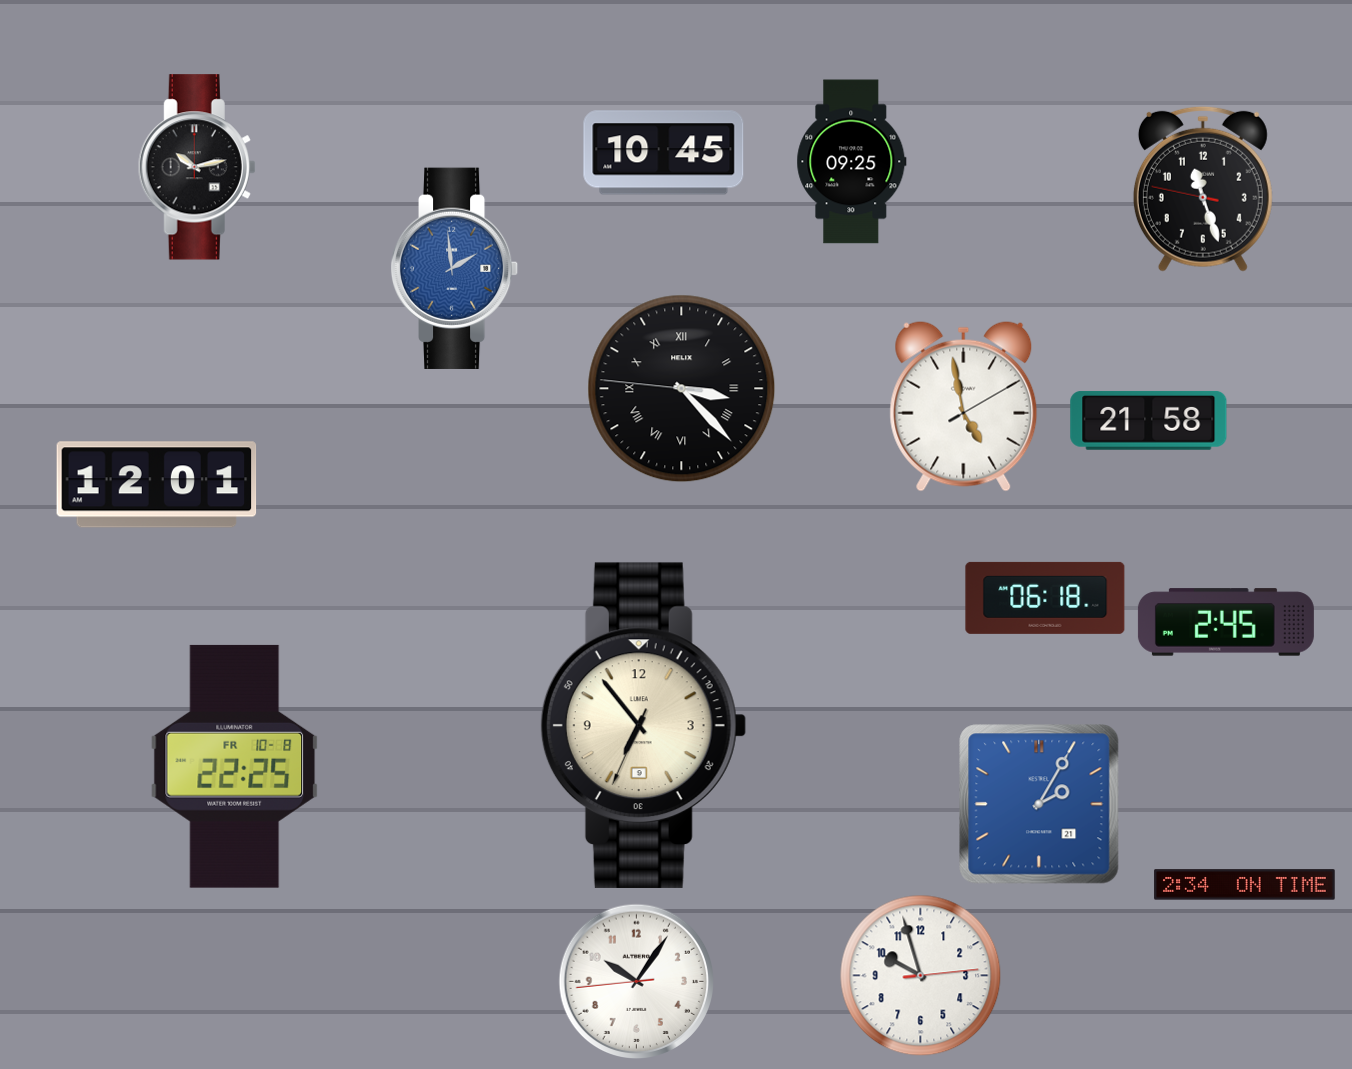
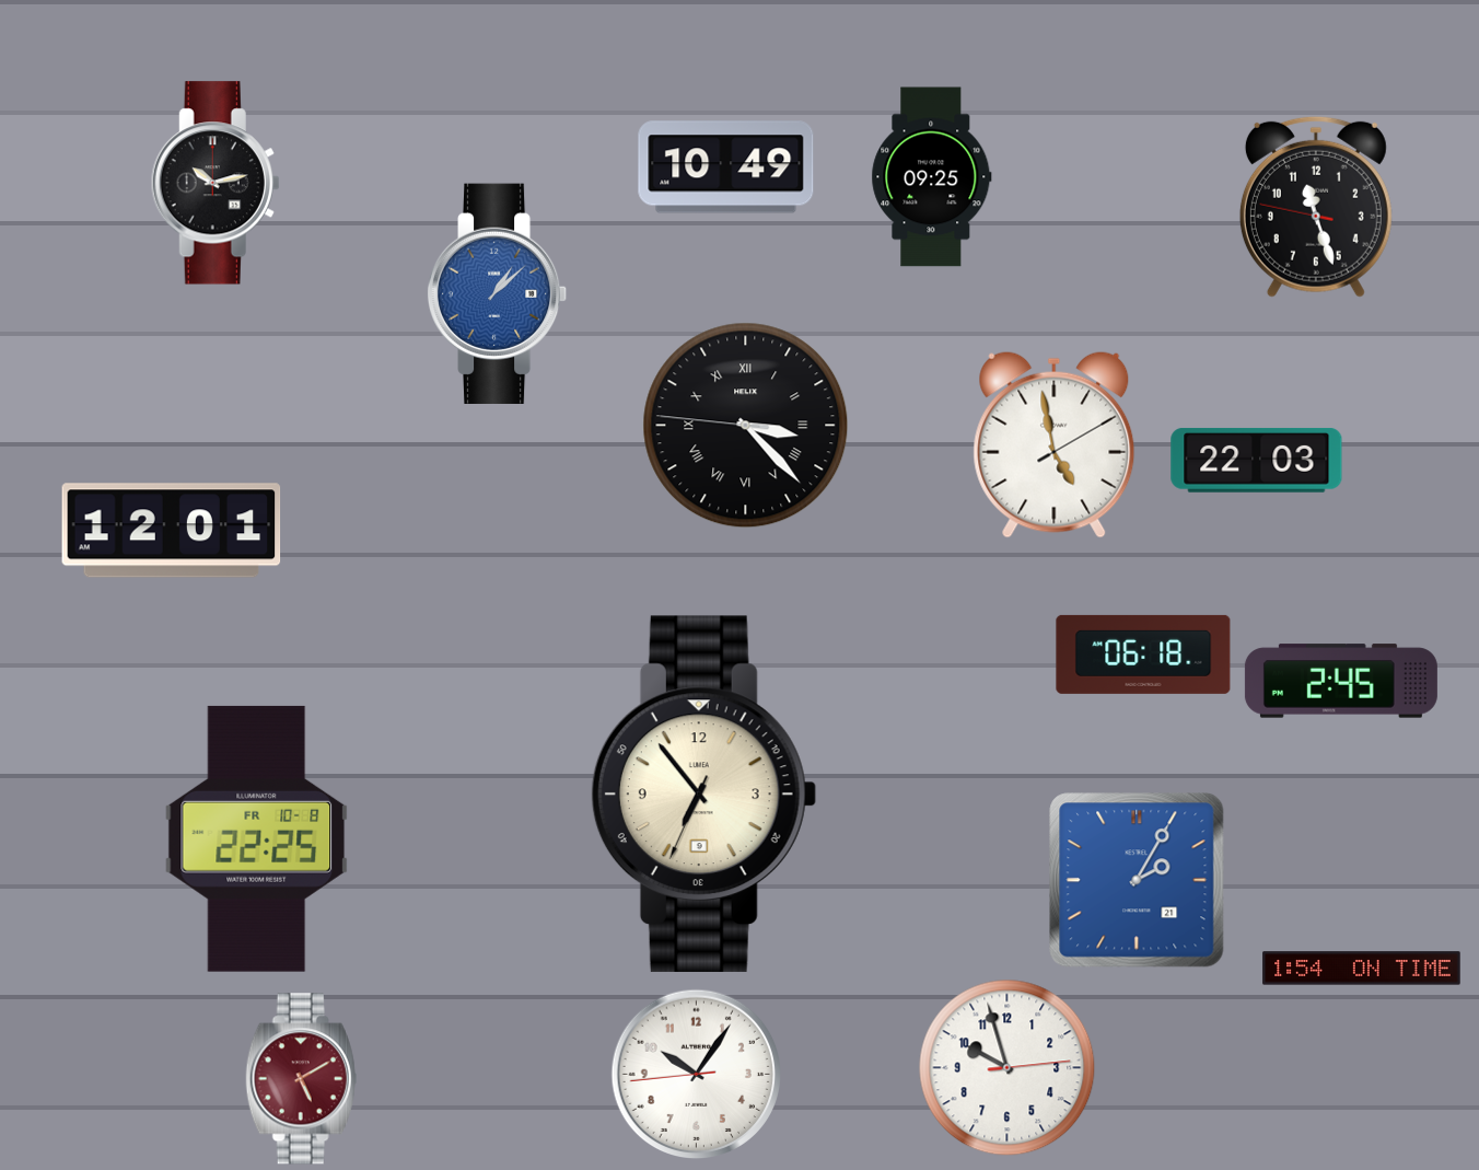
clock at (664, 153): 10:45 -> 10:49
clock at (455, 268): 1:59 -> 1:08
clock at (1149, 421): 21:58 -> 22:03
clock at (1245, 885): 2:34 -> 1:54
clock at (302, 1079): none -> 5:10
